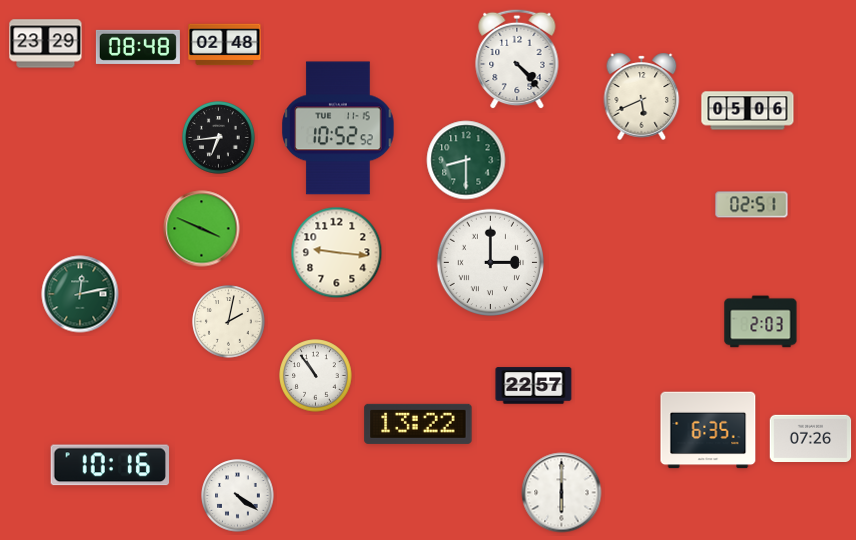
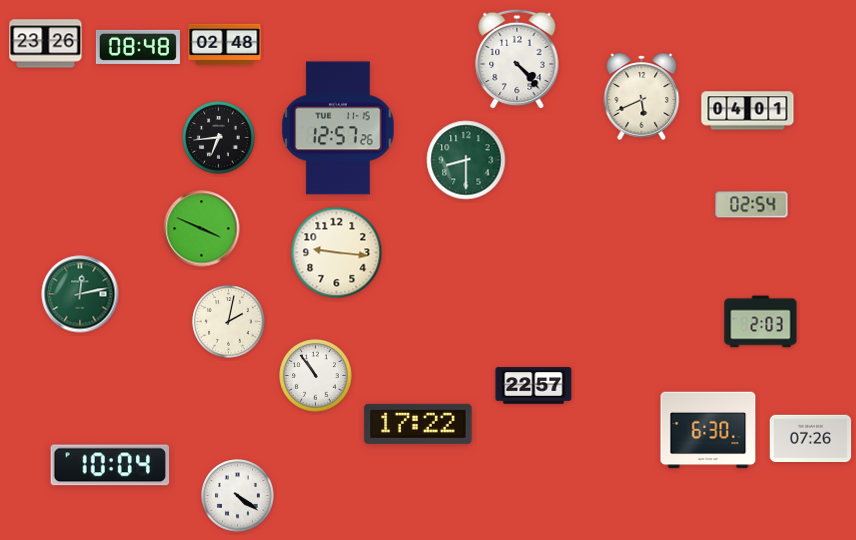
clock at (46, 44): 23:29 -> 23:26
clock at (748, 111): 05:06 -> 04:01
clock at (338, 128): 10:52 -> 12:57
clock at (752, 205): 02:51 -> 02:54
clock at (490, 262): 3:00 -> none
clock at (418, 424): 13:22 -> 17:22
clock at (708, 430): 6:35 -> 6:30
clock at (110, 465): 10:16 -> 10:04
clock at (562, 493): 6:00 -> none
